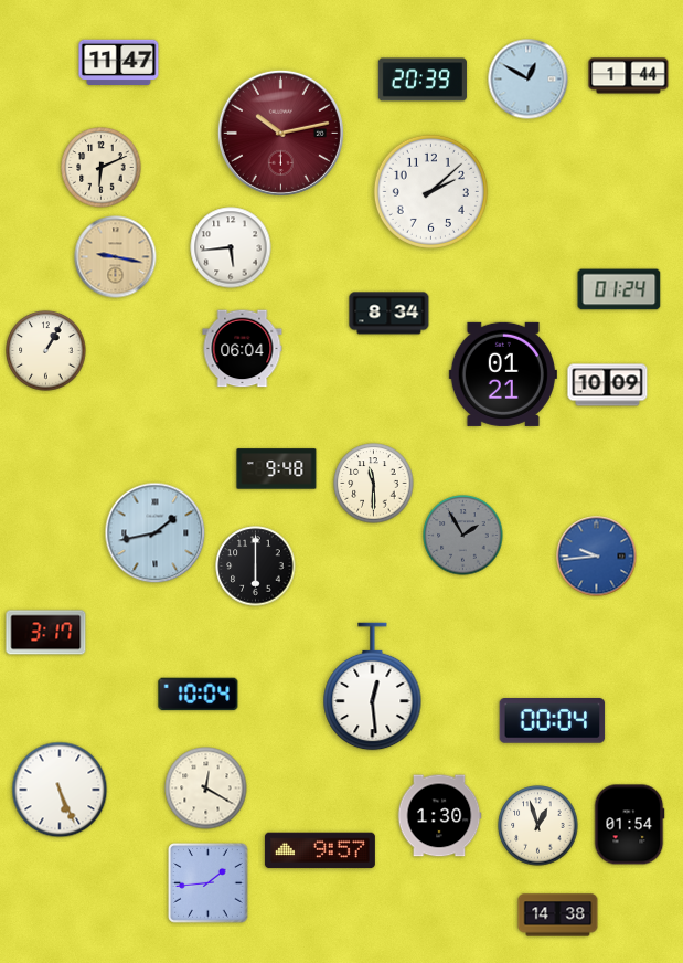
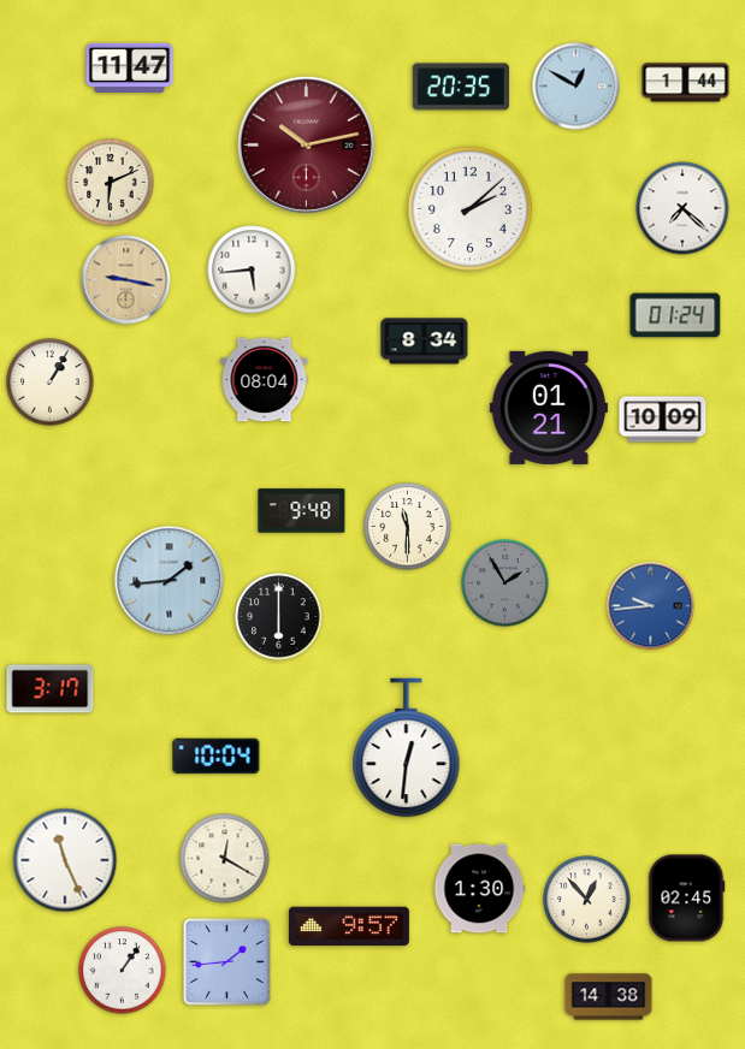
clock at (423, 80): 20:39 -> 20:35
clock at (682, 208): none -> 7:22
clock at (243, 349): 06:04 -> 08:04
clock at (156, 533): 1:43 -> 1:44
clock at (373, 687): 12:29 -> 12:31
clock at (553, 721): 00:04 -> none
clock at (60, 790): 5:26 -> 11:26
clock at (629, 825): 01:54 -> 02:45
clock at (538, 826): 12:57 -> 12:53
clock at (123, 971): none -> 1:06
